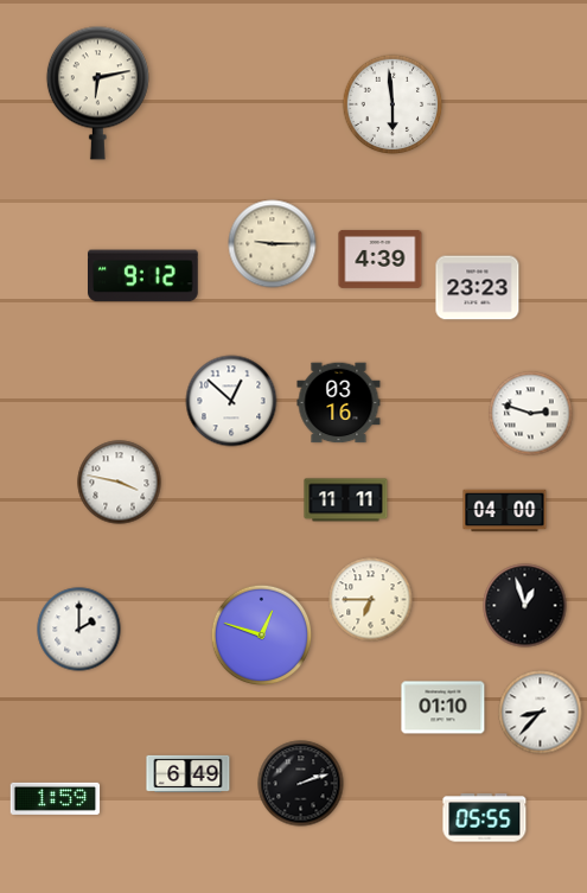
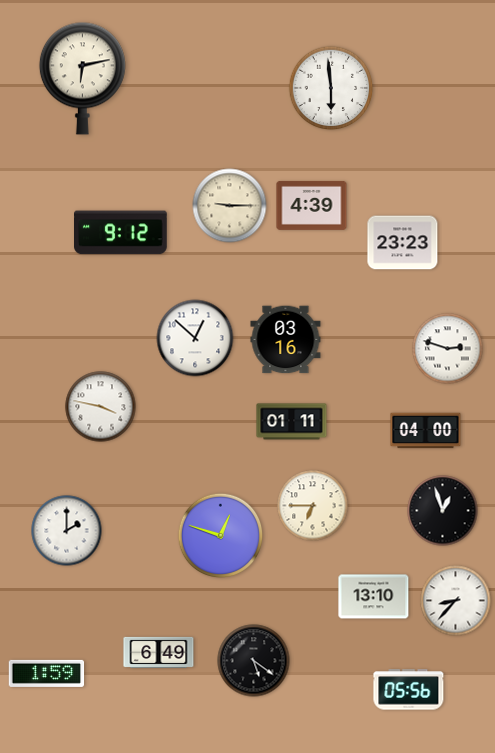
clock at (381, 259) position: (381, 259) -> (312, 205)
clock at (346, 500): 11:11 -> 01:11
clock at (444, 708): 01:10 -> 13:10
clock at (301, 784): 2:12 -> 5:21
clock at (485, 818): 05:55 -> 05:56
